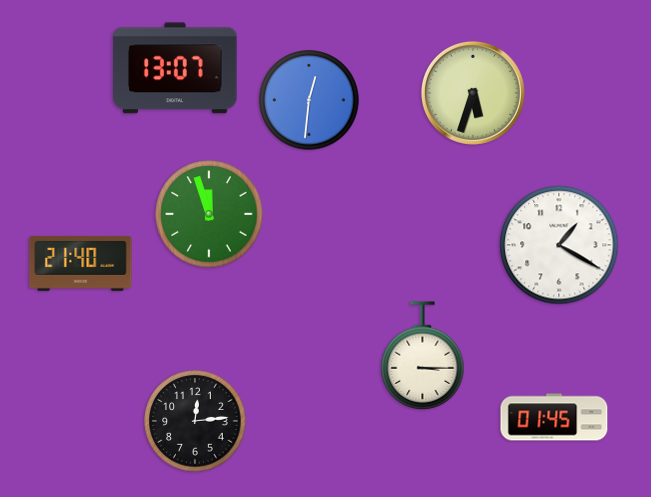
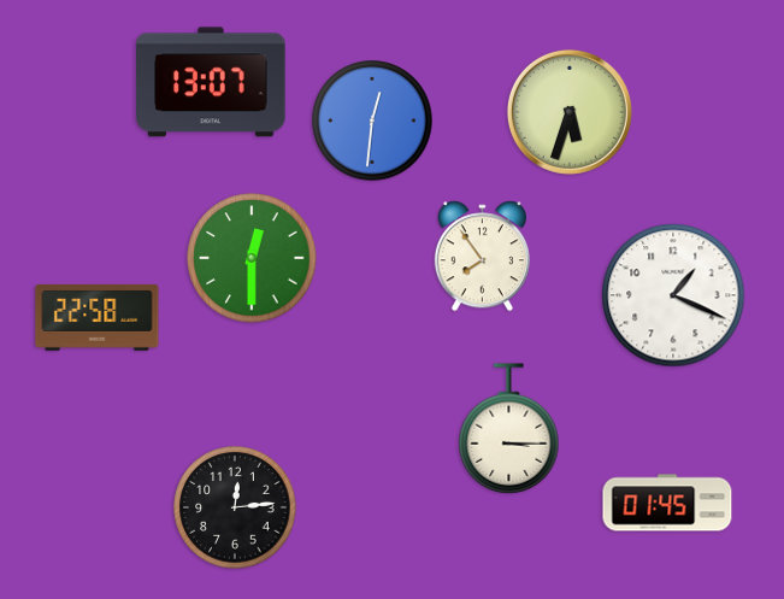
clock at (482, 257): none -> 7:54
clock at (209, 214): 11:57 -> 12:30
clock at (559, 245): 1:20 -> 1:19
clock at (81, 264): 21:40 -> 22:58
